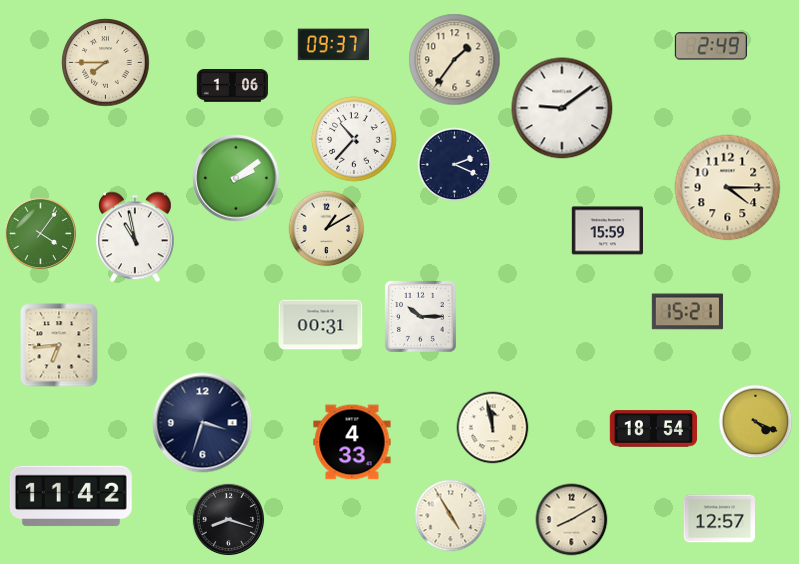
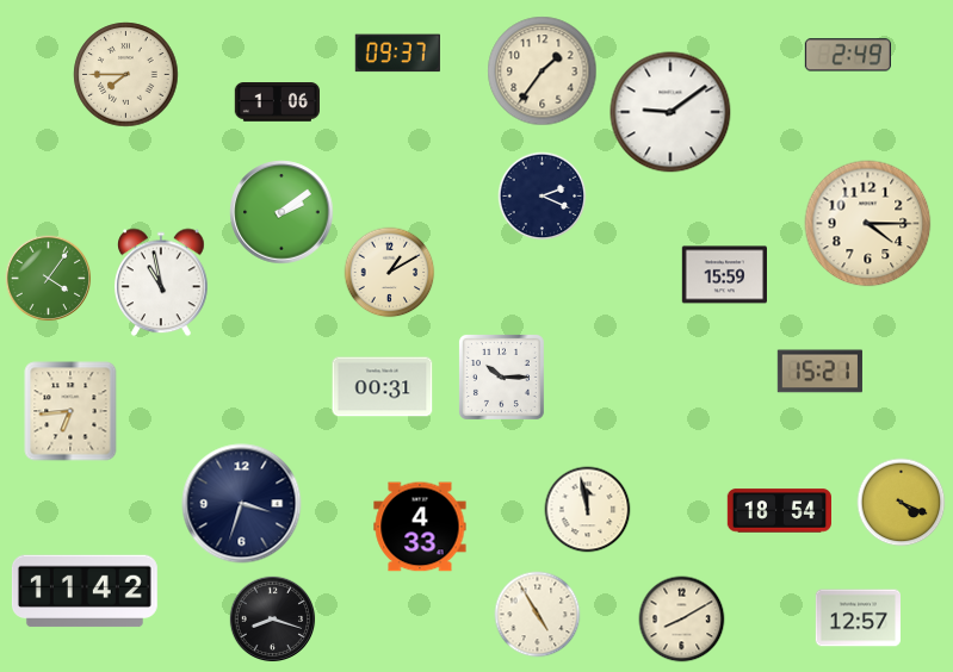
clock at (562, 108) position: (562, 108) -> (670, 112)
clock at (354, 139): 10:37 -> none
